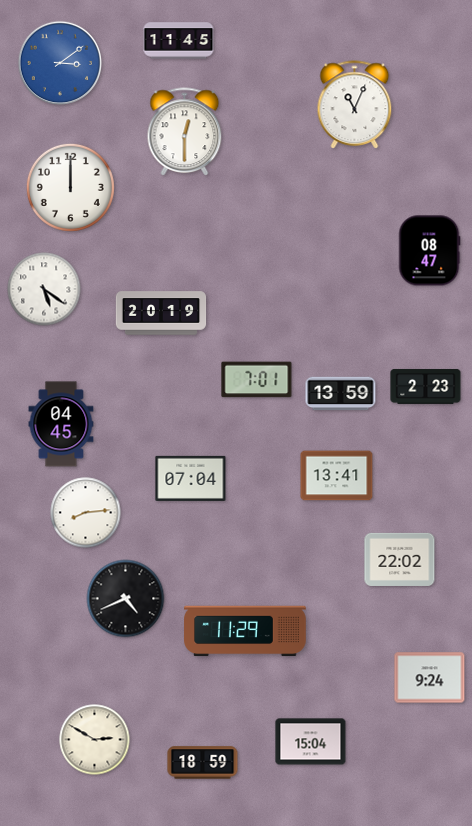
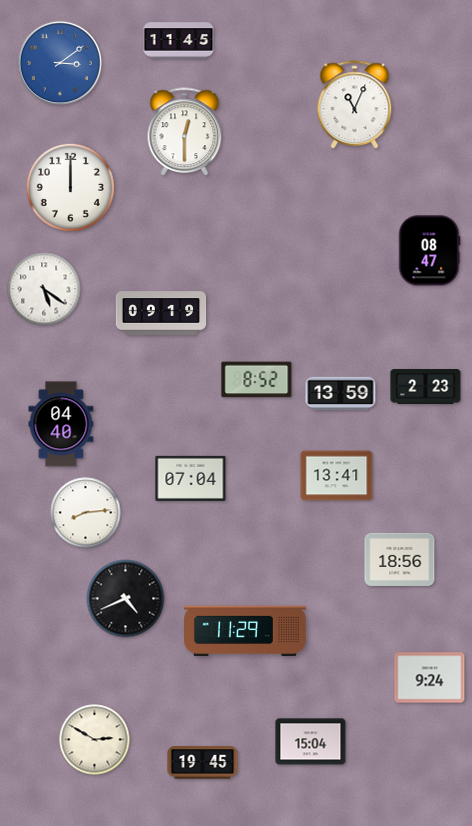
clock at (161, 313): 20:19 -> 09:19
clock at (257, 380): 7:01 -> 8:52
clock at (61, 424): 04:45 -> 04:40
clock at (400, 559): 22:02 -> 18:56
clock at (203, 763): 18:59 -> 19:45
